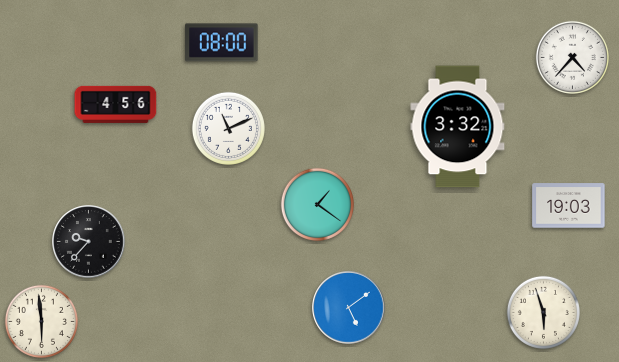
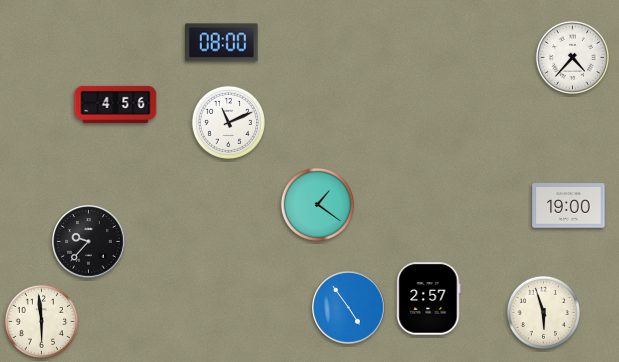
clock at (458, 127): 3:32 -> none
clock at (228, 128) position: (228, 128) -> (228, 122)
clock at (569, 206): 19:03 -> 19:00
clock at (429, 299): none -> 2:57
clock at (349, 308): 5:09 -> 4:54
